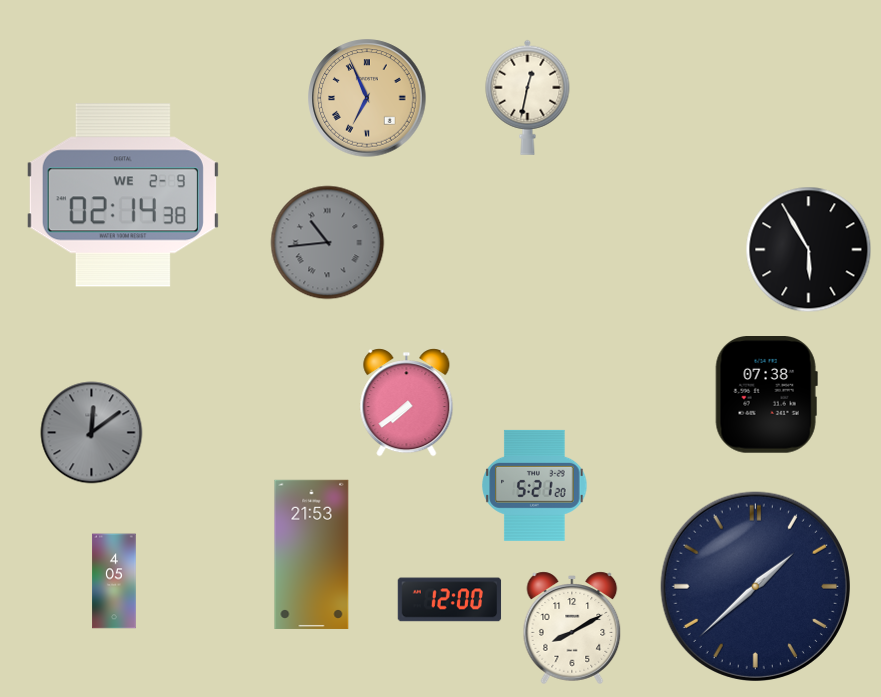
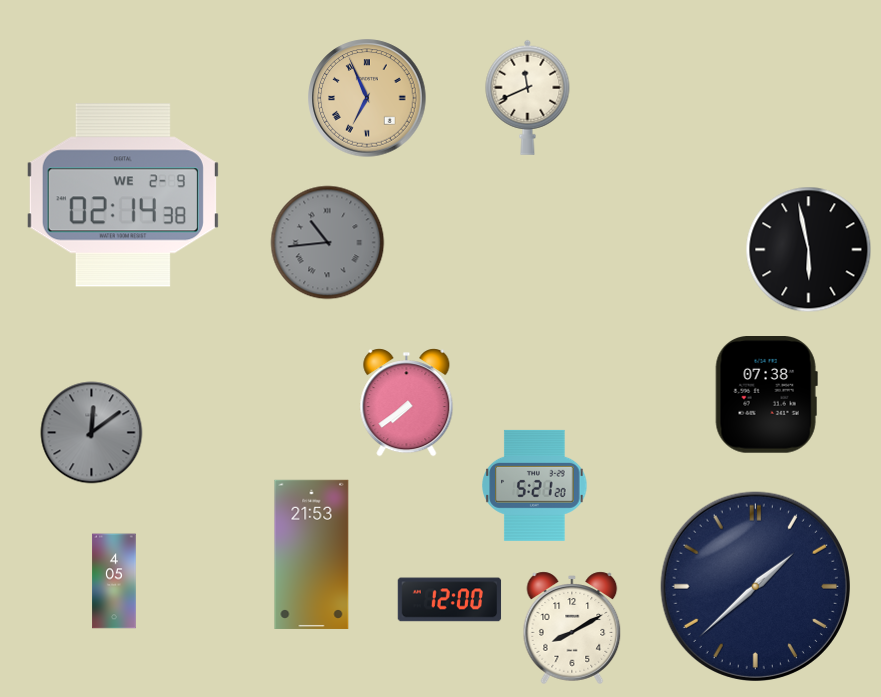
clock at (528, 97): 12:32 -> 11:41
clock at (809, 250): 5:55 -> 5:58
